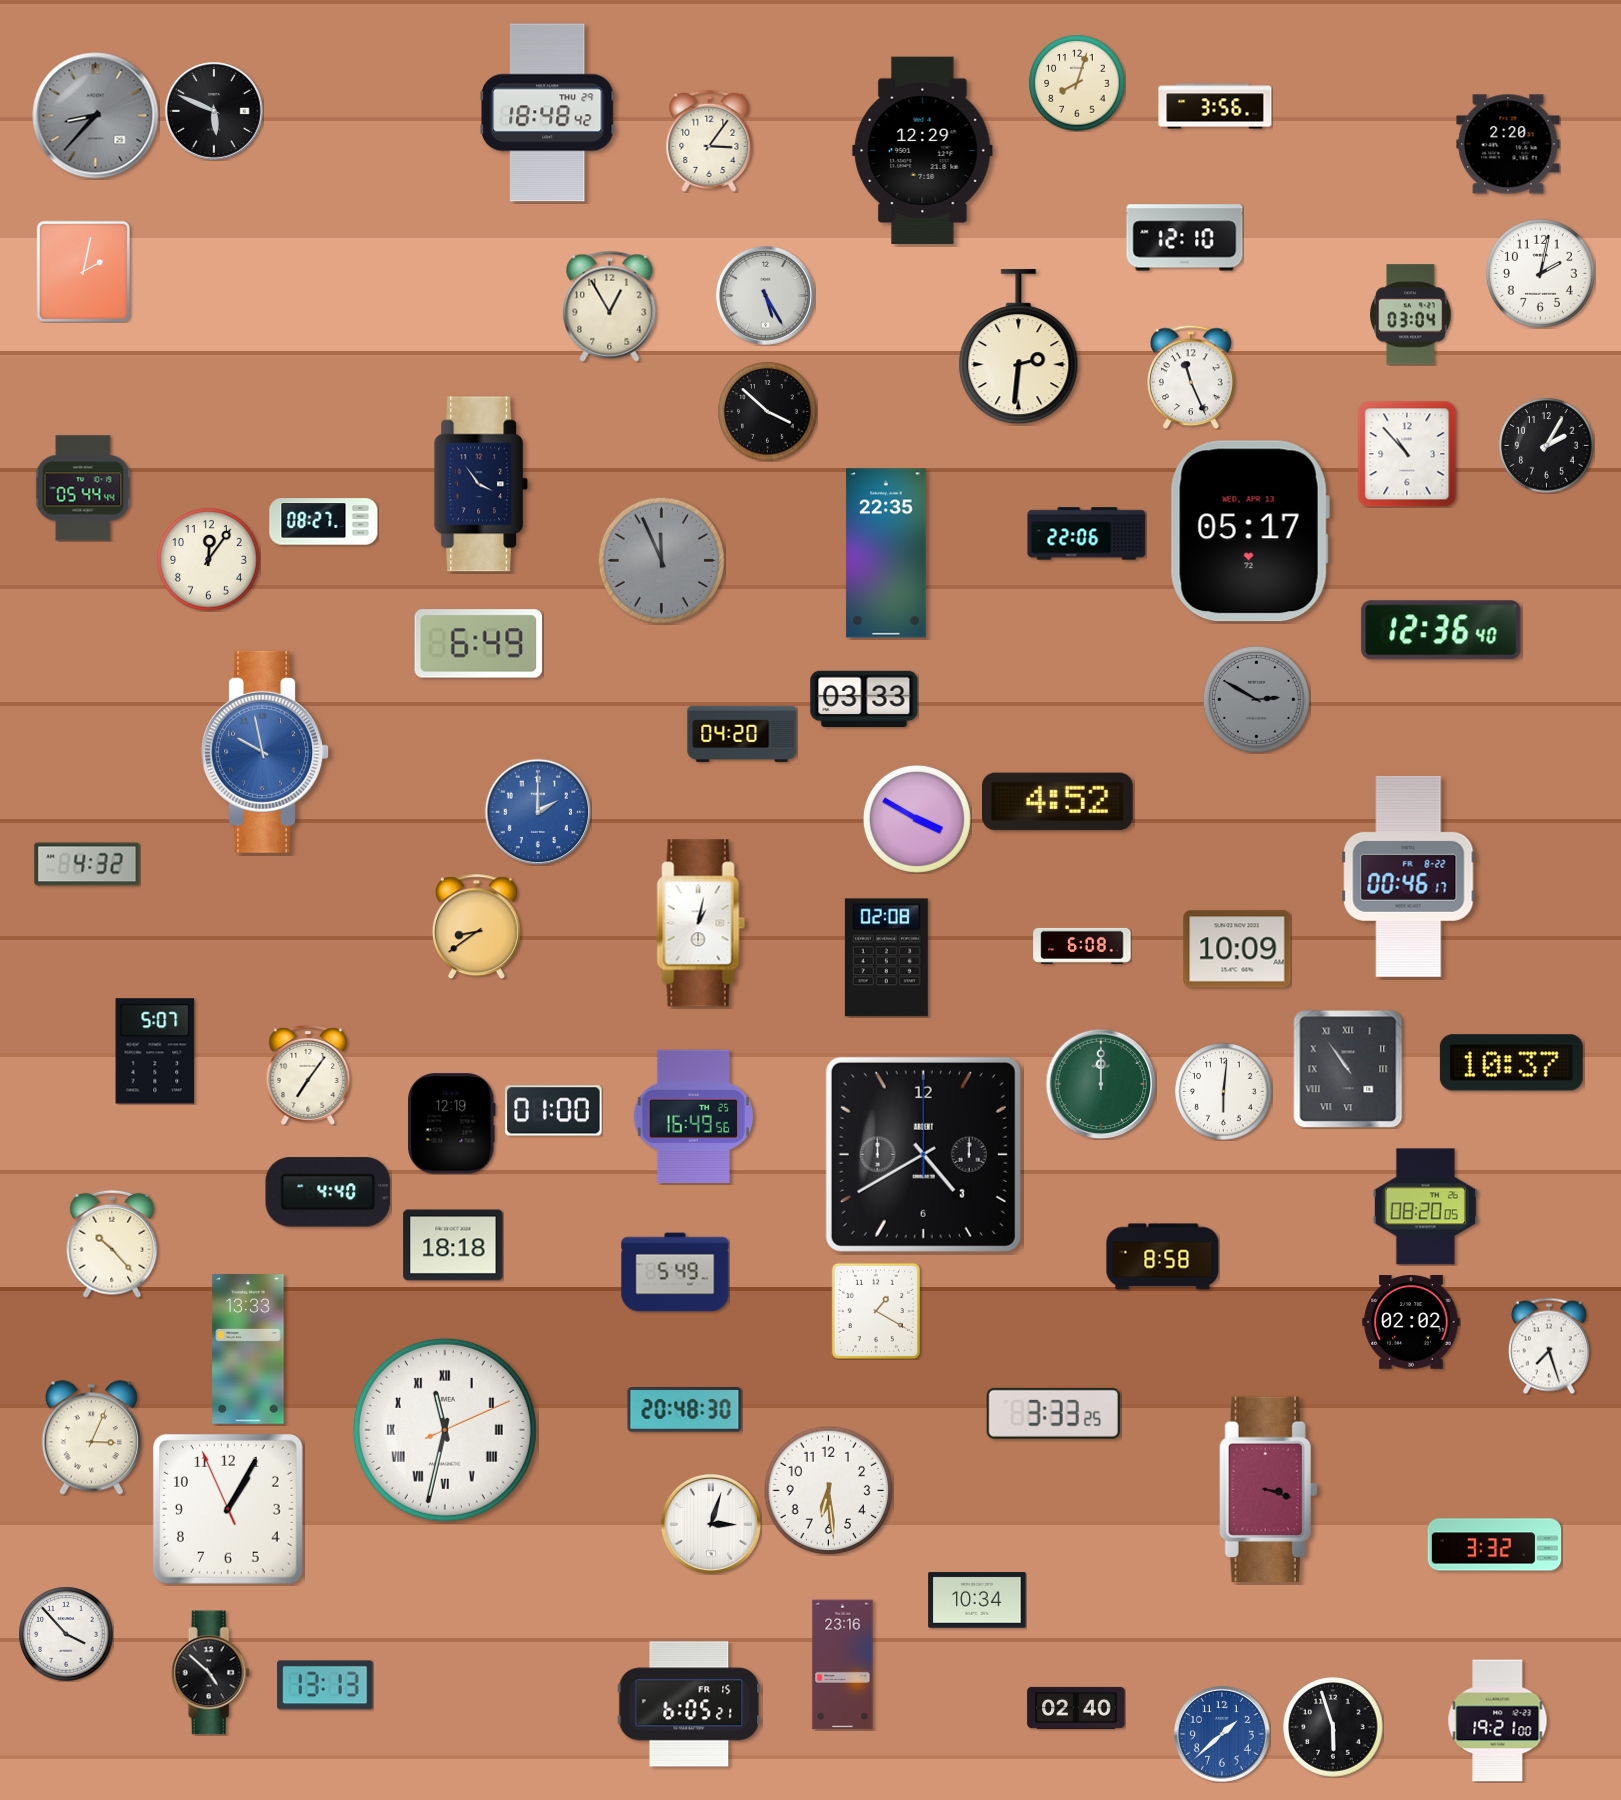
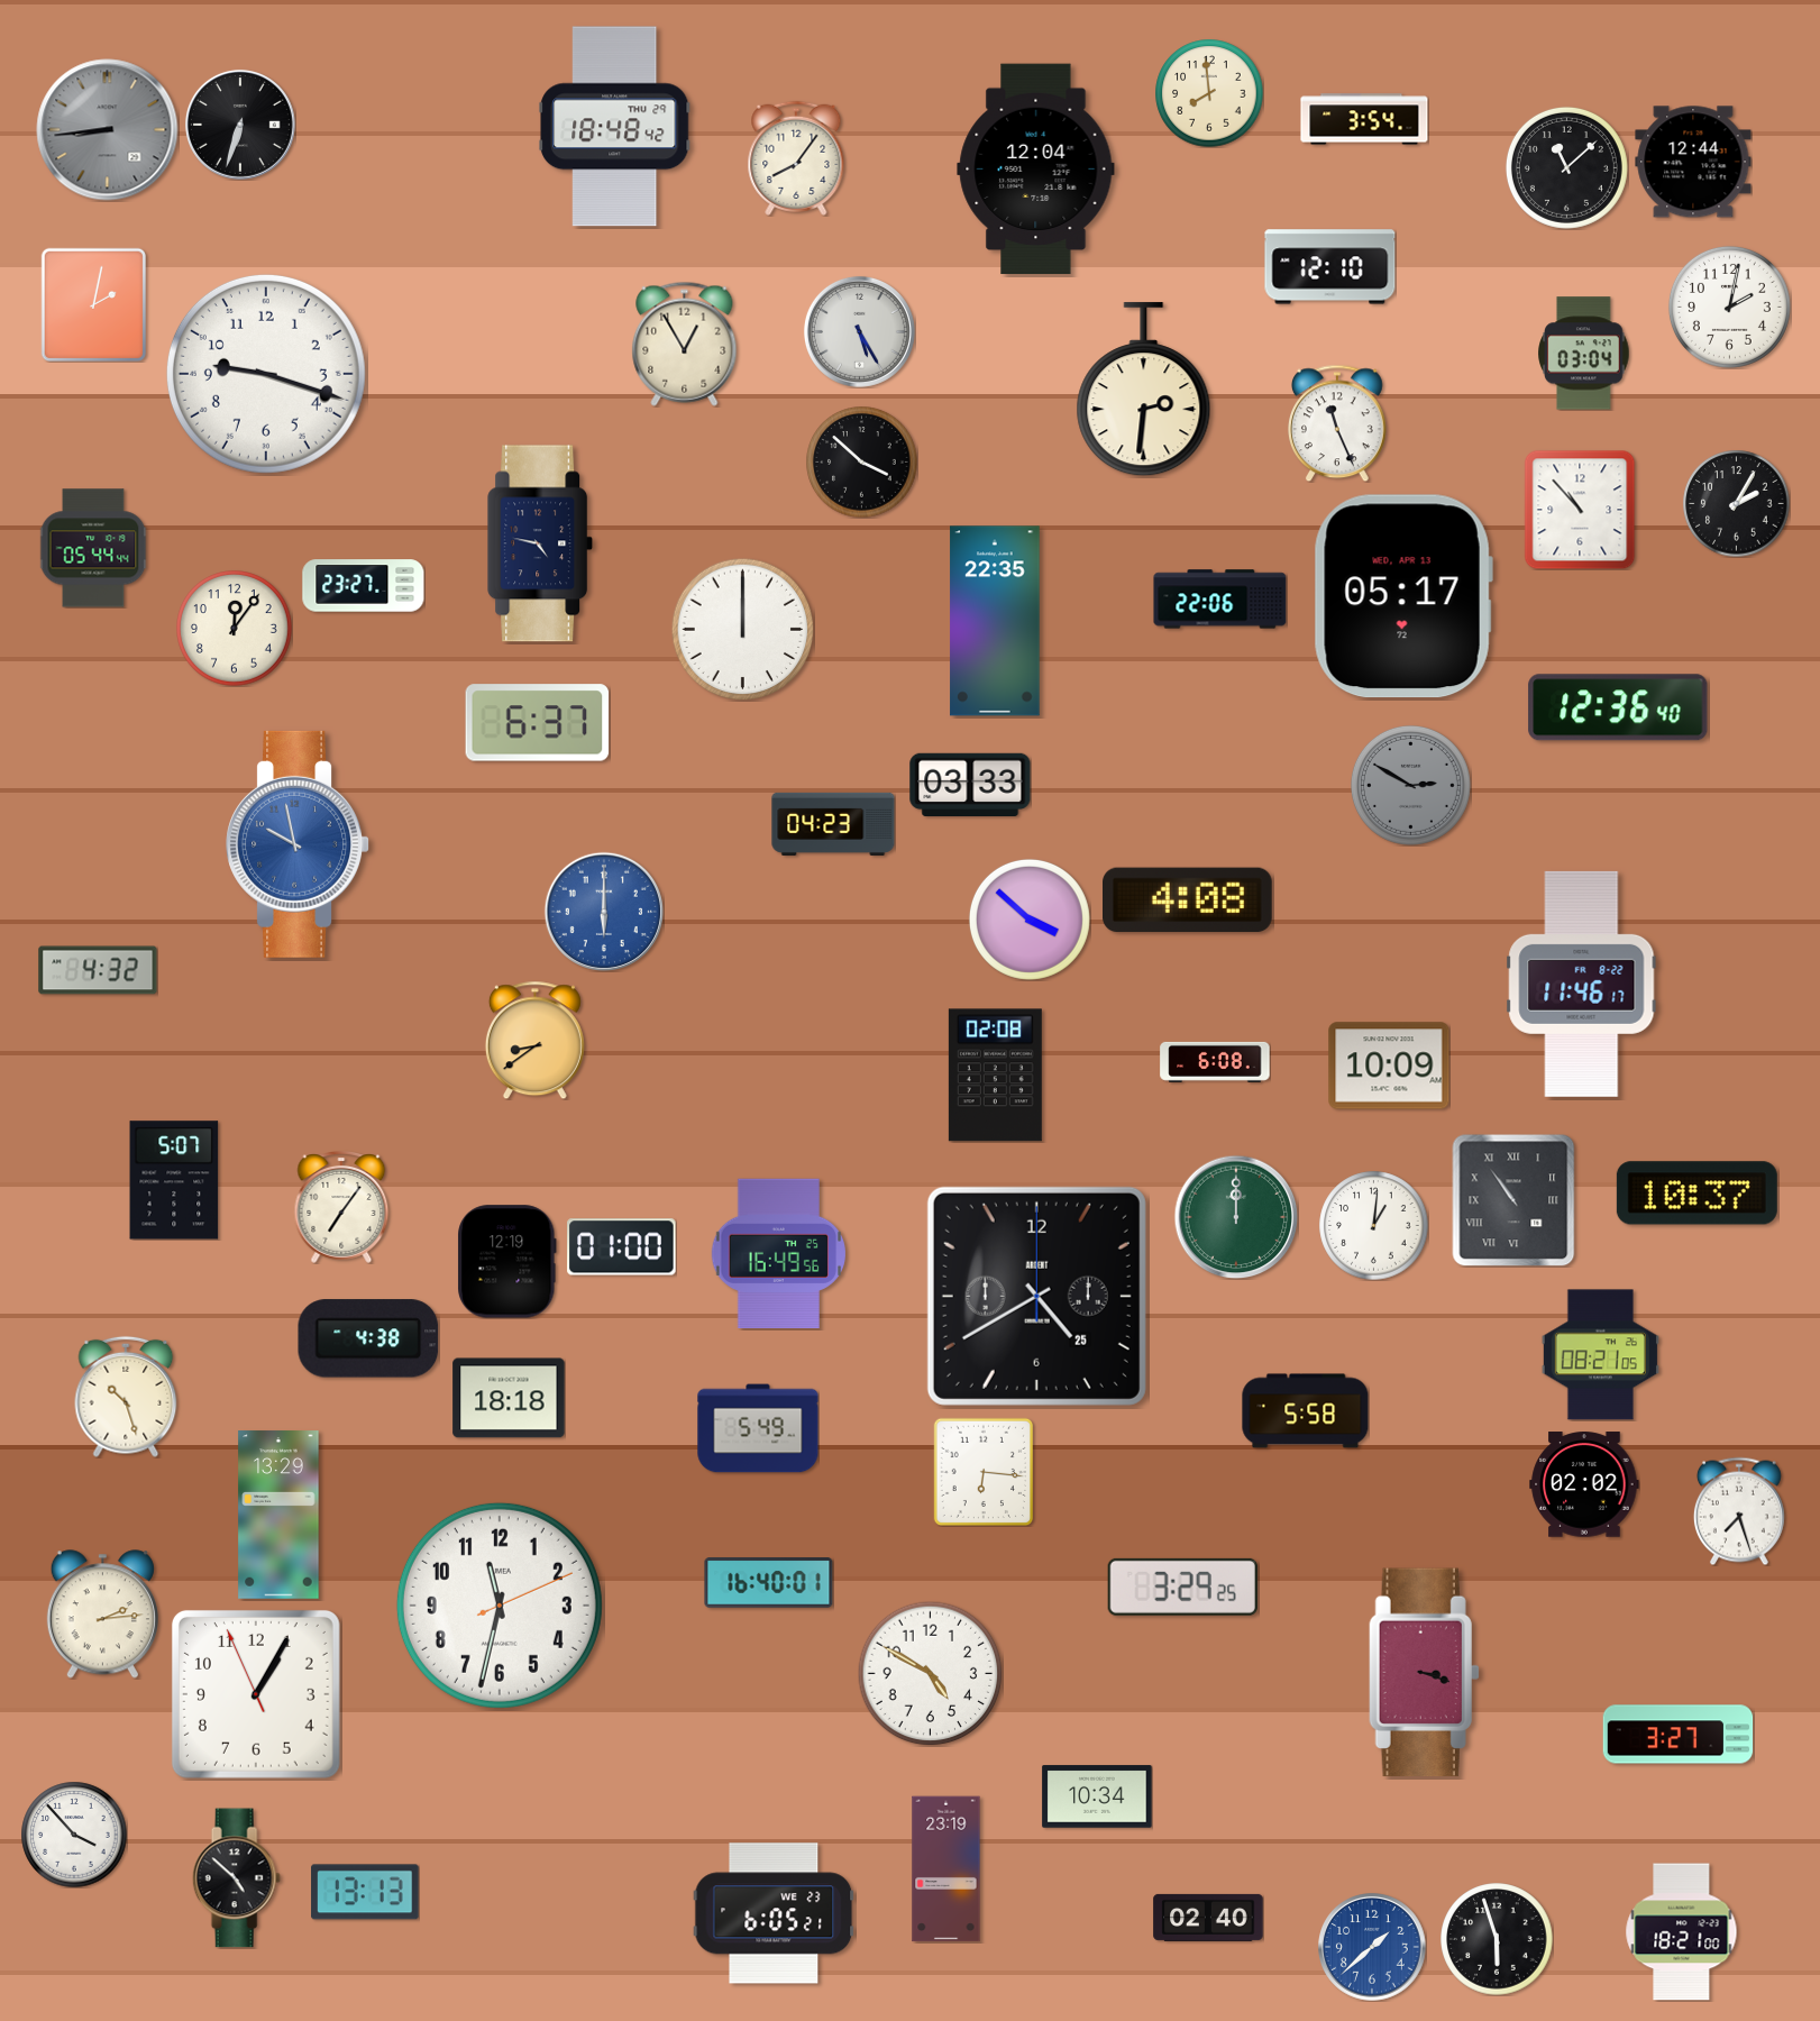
clock at (1077, 83): 8:03 -> 7:59
clock at (1215, 106): 3:56 -> 3:54
clock at (214, 111): 5:49 -> 6:33
clock at (96, 116): 8:37 -> 8:44
clock at (709, 141): 3:06 -> 8:06
clock at (1508, 144): 2:20 -> 12:44
clock at (1566, 167): none -> 11:08
clock at (923, 151): 12:29 -> 12:04
clock at (266, 374): none -> 9:18
clock at (1546, 445) position: (1546, 445) -> (1736, 503)
clock at (482, 484): 3:54 -> 4:47
clock at (324, 522): 08:27 -> 23:27
clock at (661, 560): 11:56 -> 12:00
clock at (661, 560) dial: grey -> white
clock at (479, 644): 6:49 -> 6:37
clock at (742, 734): 04:20 -> 04:23
clock at (1058, 802): 4:52 -> 4:08
clock at (537, 811): 2:00 -> 6:00
clock at (917, 819): 3:50 -> 3:52
clock at (1409, 876): 00:46 -> 11:46
clock at (701, 923): 1:02 -> none
clock at (308, 1076) position: (308, 1076) -> (341, 1208)
clock at (1224, 1092): 6:01 -> 1:01
clock at (923, 1154) date: 3 -> 25
clock at (328, 1192): 4:40 -> 4:38
clock at (1425, 1207): 08:20 -> 08:21
clock at (112, 1244): 10:23 -> 10:27
clock at (1163, 1257): 8:58 -> 5:58
clock at (876, 1310): 1:20 -> 6:16
clock at (248, 1349): 13:33 -> 13:29
clock at (685, 1410): 20:48 -> 16:40
clock at (1053, 1413): 3:33 -> 3:29
clock at (445, 1430) numerals: Roman -> Arabic
clock at (91, 1438): 3:04 -> 2:14
clock at (828, 1490): 6:29 -> 4:50
clock at (711, 1524): 3:03 -> none
clock at (1495, 1545): 3:32 -> 3:27
clock at (843, 1665): 23:16 -> 23:19
clock at (689, 1704) date: FR 15 -> WE 23
clock at (1498, 1721): 19:21 -> 18:21
